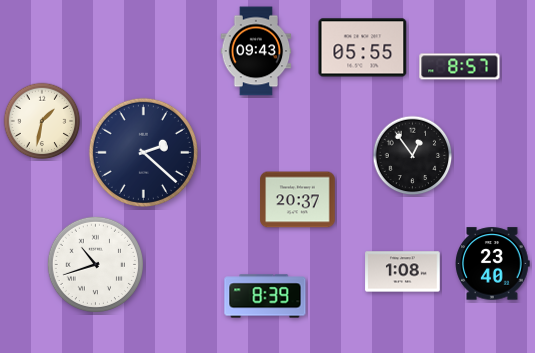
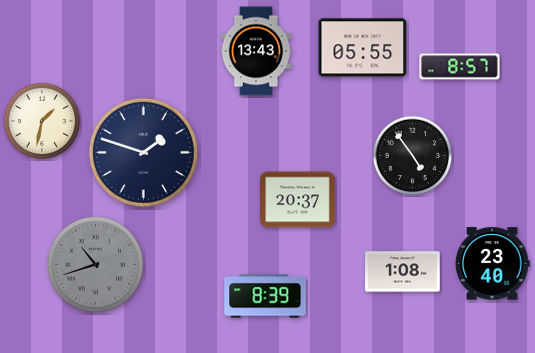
clock at (256, 51): 09:43 -> 13:43
clock at (143, 152): 2:22 -> 1:48
clock at (413, 156): 12:54 -> 4:54
clock at (95, 264) dial: white -> grey
